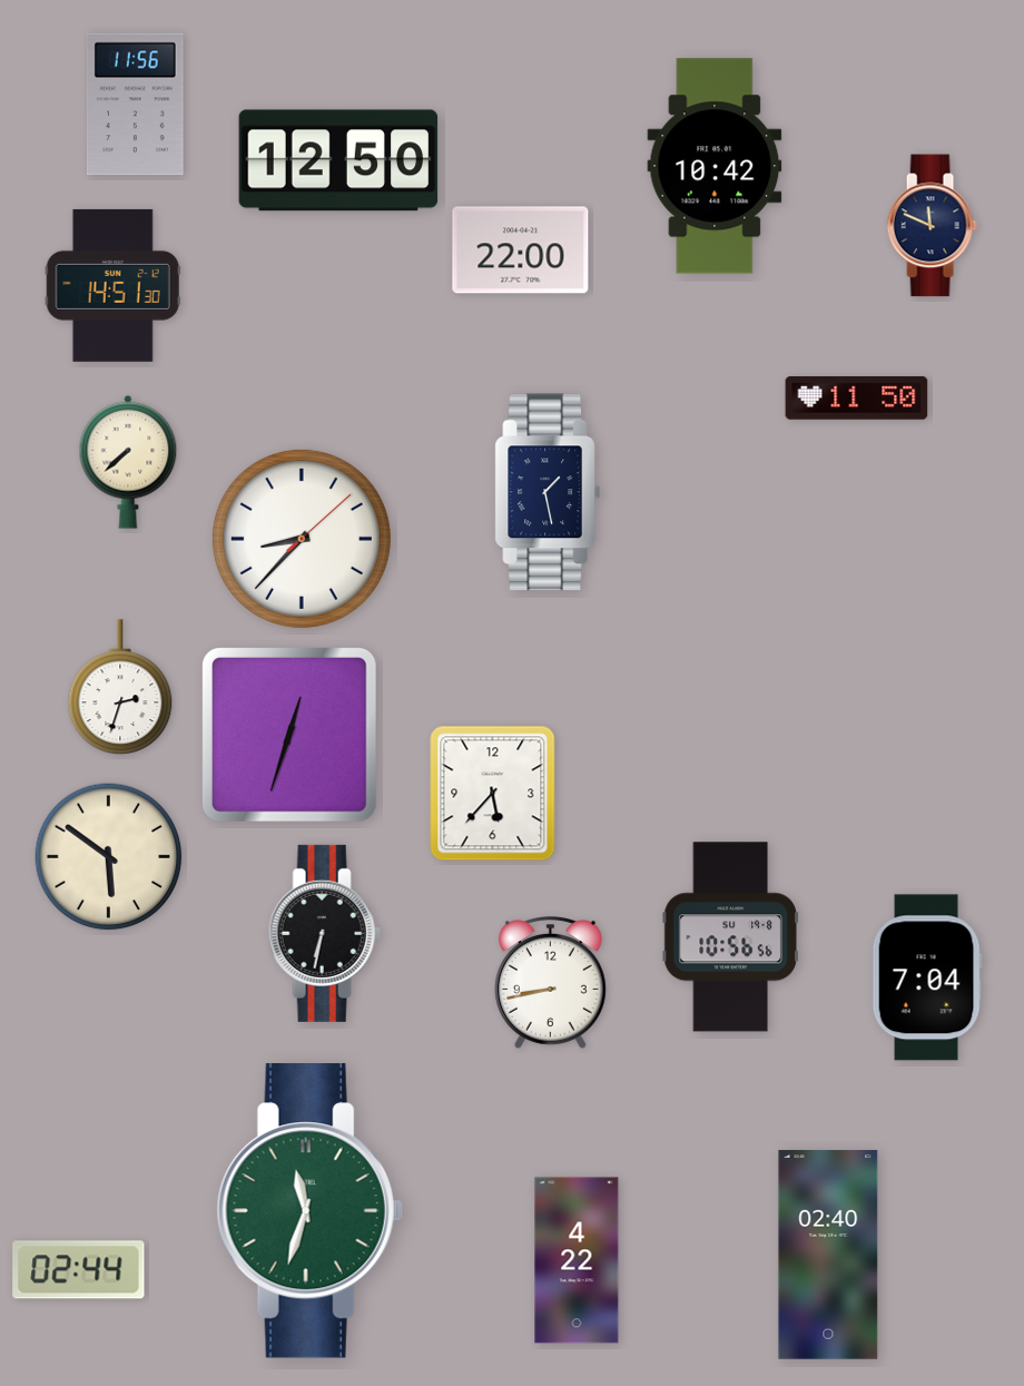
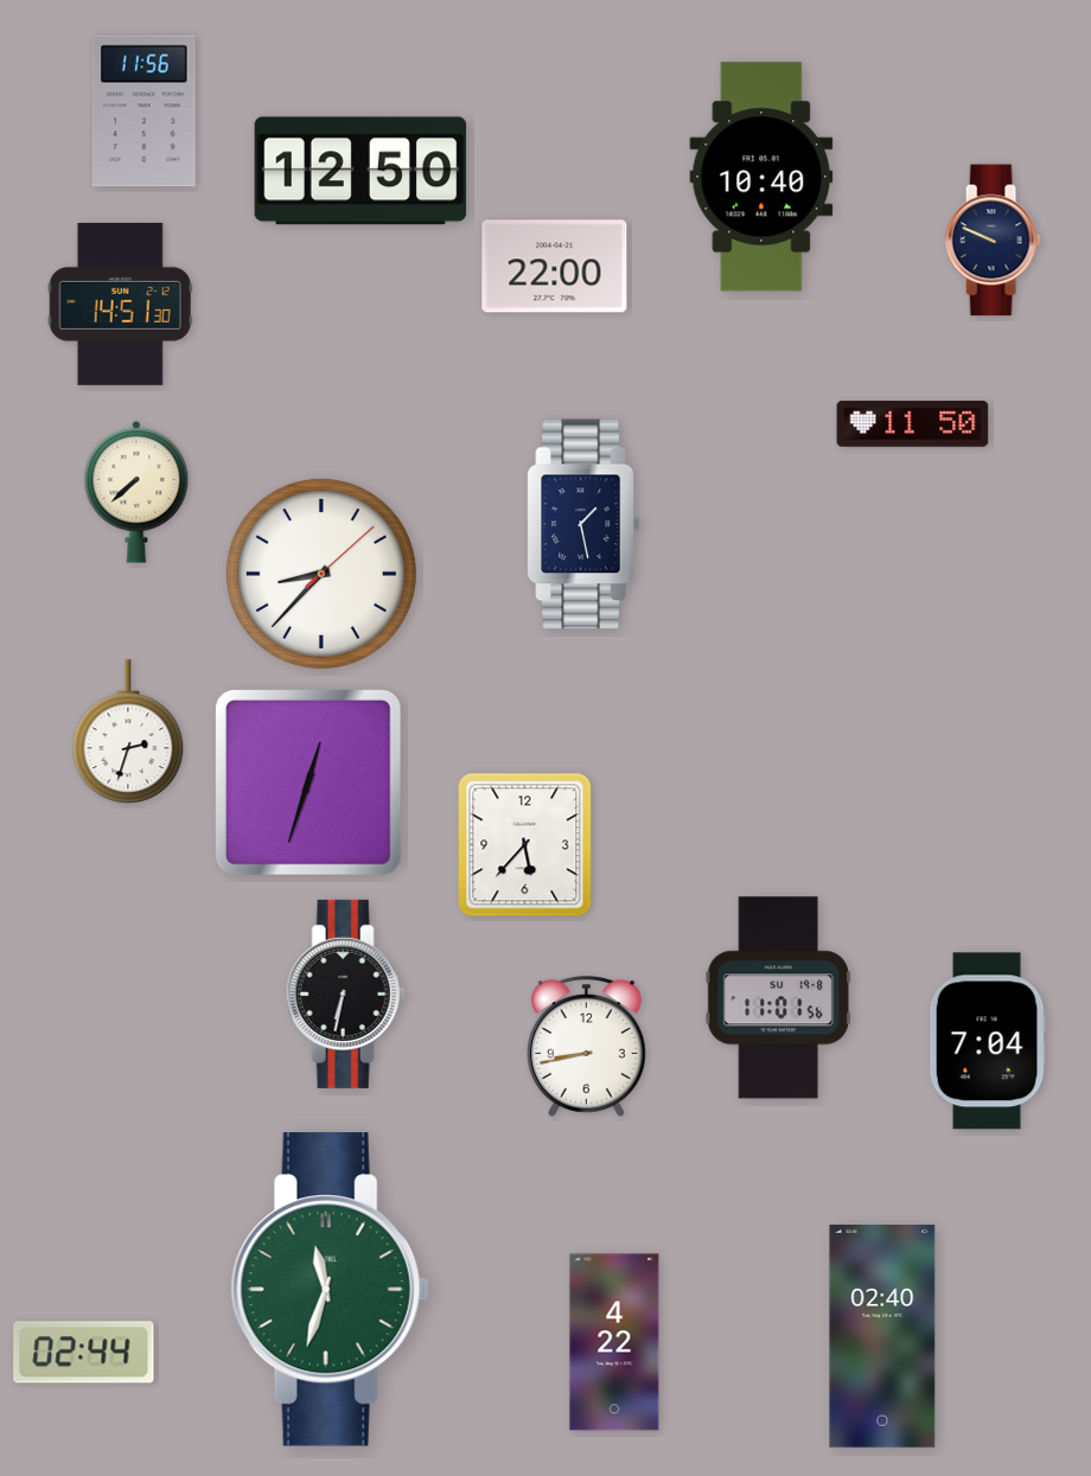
clock at (715, 166): 10:42 -> 10:40
clock at (932, 226): 11:49 -> 9:49
clock at (109, 857): 5:51 -> none
clock at (730, 937): 10:56 -> 11:01
